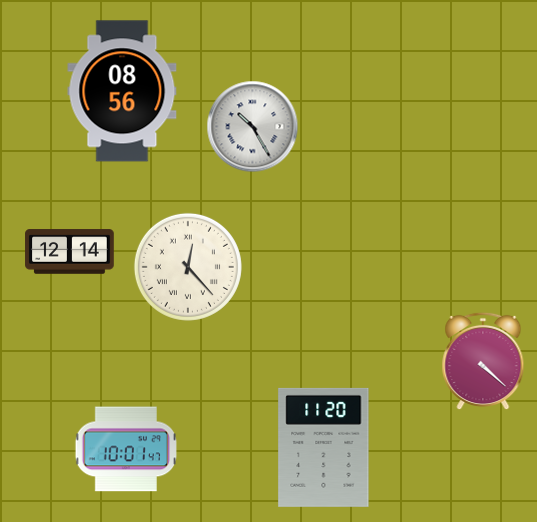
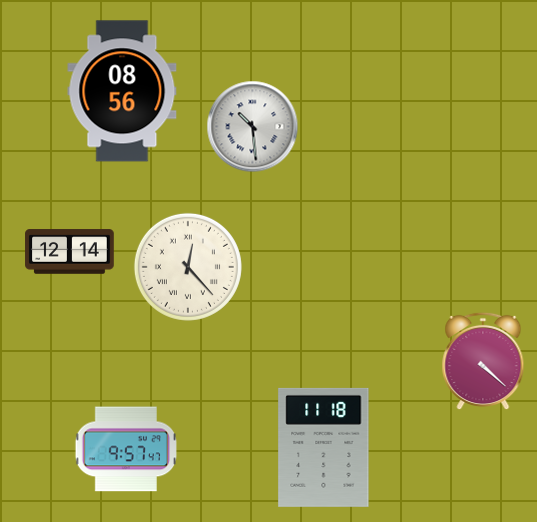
clock at (253, 127): 10:25 -> 10:29
clock at (324, 447): 11:20 -> 11:18
clock at (125, 449): 10:01 -> 9:57
